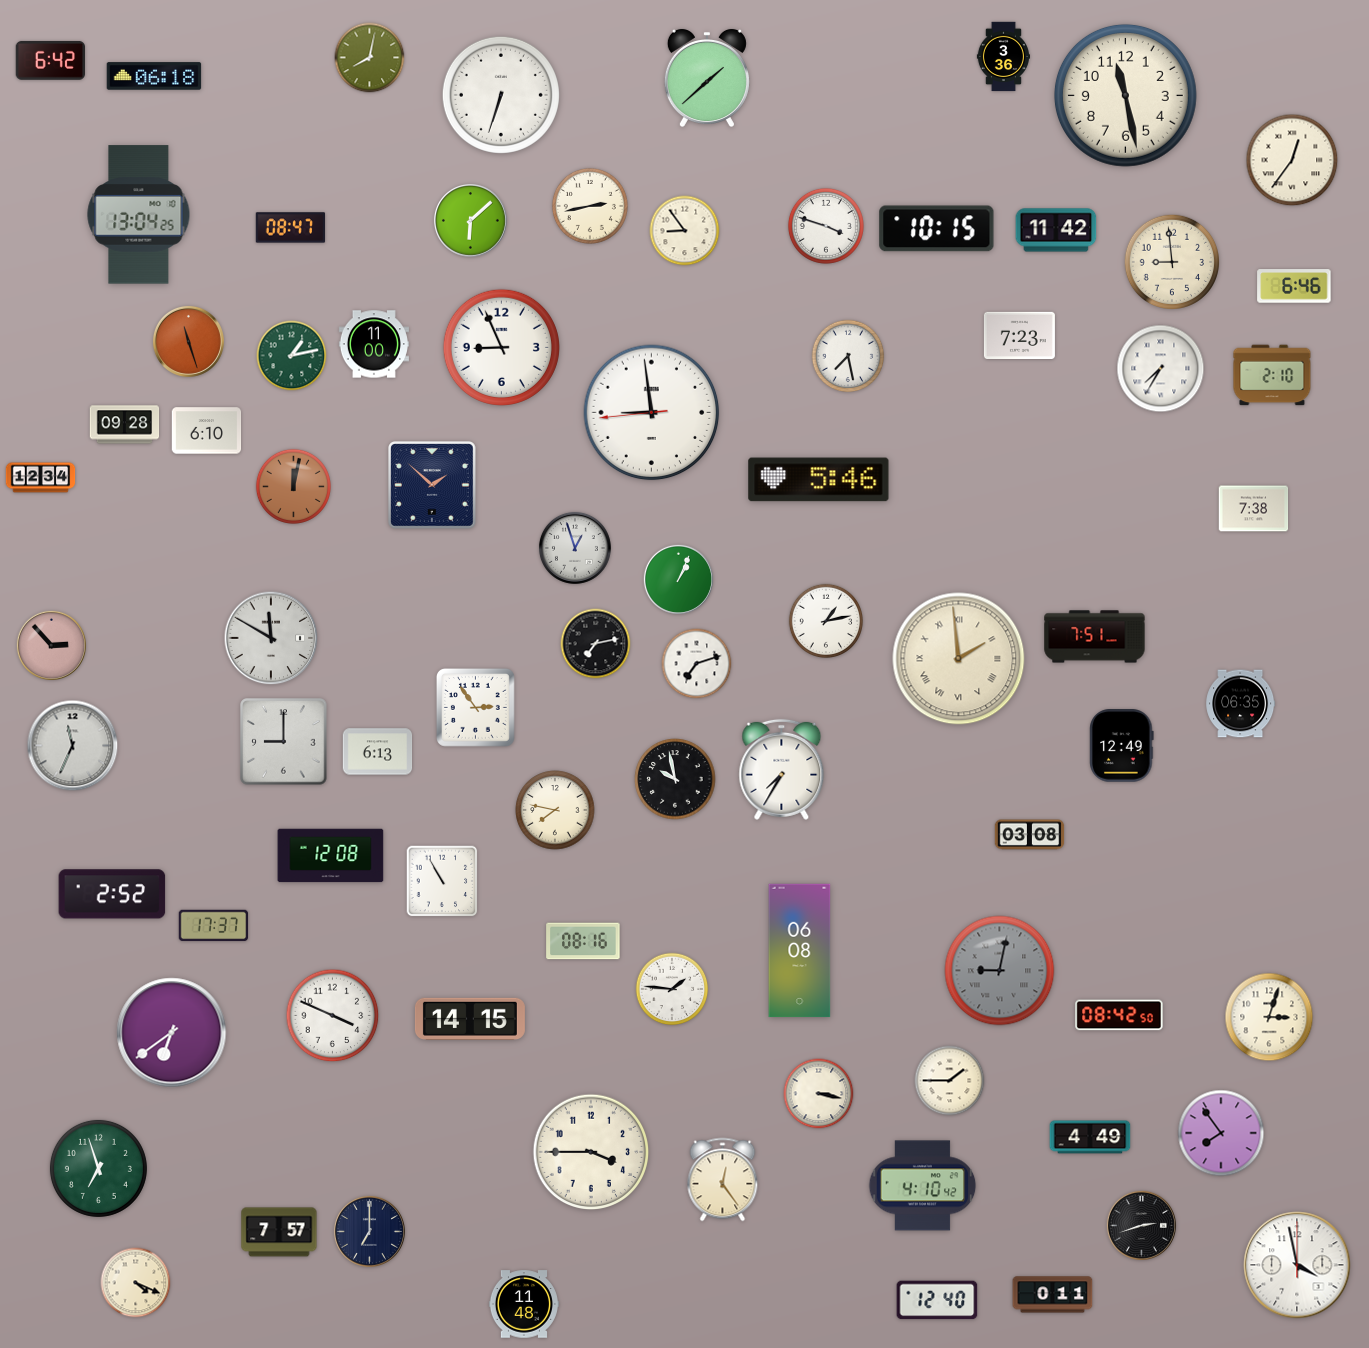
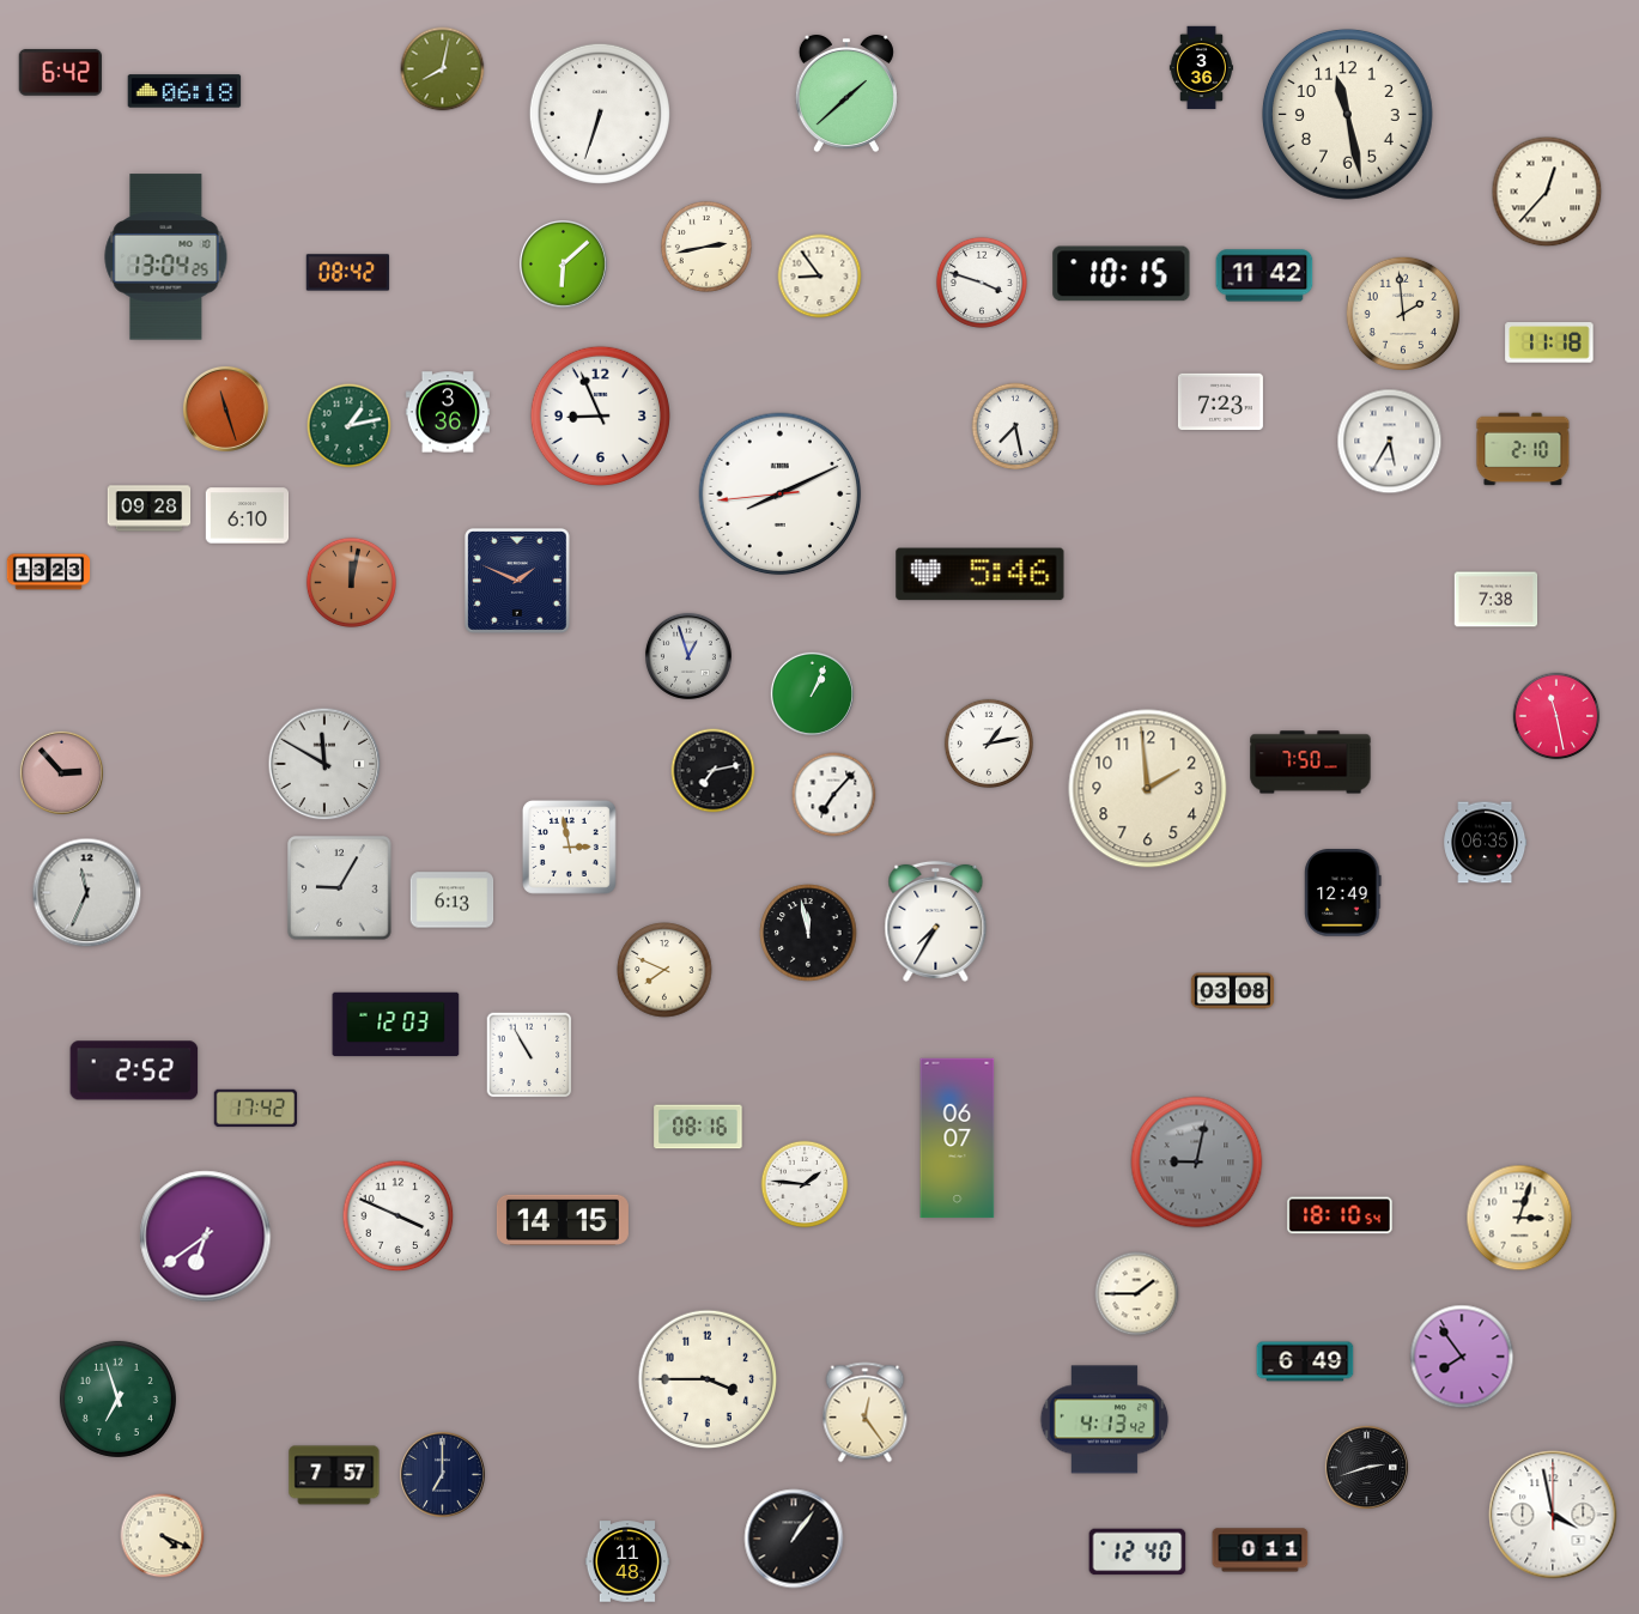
clock at (1292, 160): 12:36 -> 12:37
clock at (826, 226) position: (826, 226) -> (982, 283)
clock at (291, 228): 08:47 -> 08:42
clock at (1171, 261): 8:59 -> 1:59
clock at (1294, 286): 6:46 -> 11:18
clock at (374, 344): 11:00 -> 3:36
clock at (1161, 369): 7:35 -> 5:35
clock at (652, 413): 8:58 -> 8:10
clock at (41, 478): 12:34 -> 13:23
clock at (433, 486): 1:52 -> 1:49
clock at (1254, 509) position: (1254, 509) -> (1497, 600)
clock at (1556, 716): none -> 11:28
clock at (1095, 637): 7:51 -> 7:50
clock at (959, 659) numerals: Roman -> Arabic
clock at (697, 664): 7:12 -> 7:07
clock at (475, 707): 2:54 -> 2:58
clock at (284, 742): 9:00 -> 9:05
clock at (675, 779): 9:58 -> 11:58
clock at (555, 810): 7:47 -> 7:49
clock at (1030, 835) position: (1030, 835) -> (1233, 991)
clock at (331, 856): 12:08 -> 12:03
clock at (214, 926): 17:37 -> 17:42
clock at (800, 951): 06:08 -> 06:07
clock at (1119, 1015): 08:42 -> 18:10
clock at (819, 1094): 3:17 -> none
clock at (1090, 1137): 4:49 -> 6:49
clock at (923, 1186): 4:10 -> 4:13
clock at (794, 1539): none -> 1:06
clock at (937, 1300) position: (937, 1300) -> (1137, 1552)
